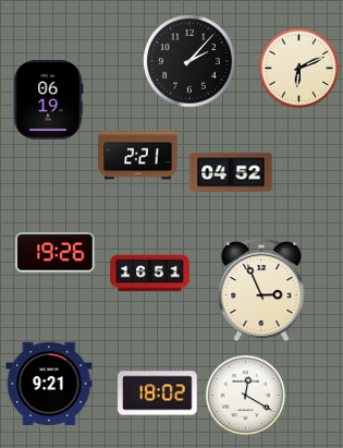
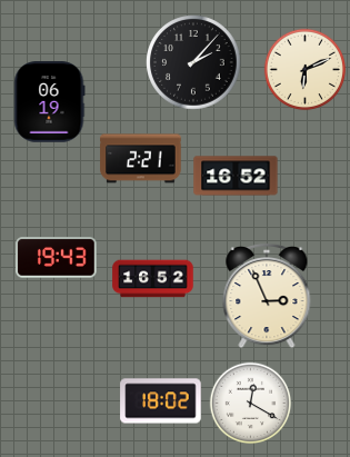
clock at (231, 172): 04:52 -> 16:52
clock at (56, 253): 19:26 -> 19:43
clock at (150, 274): 16:51 -> 16:52
clock at (49, 384): 9:21 -> none
